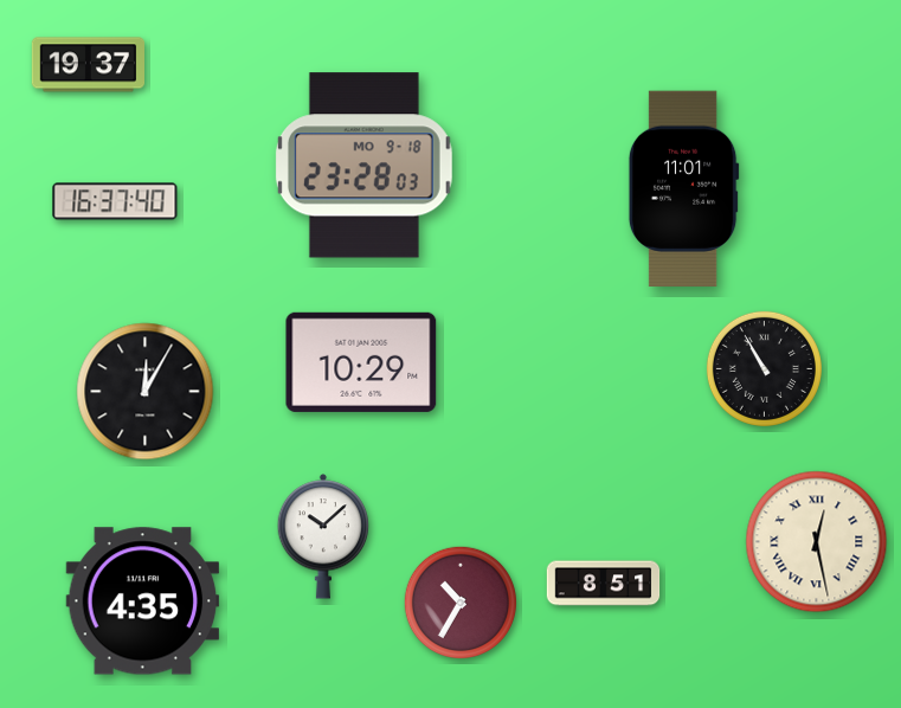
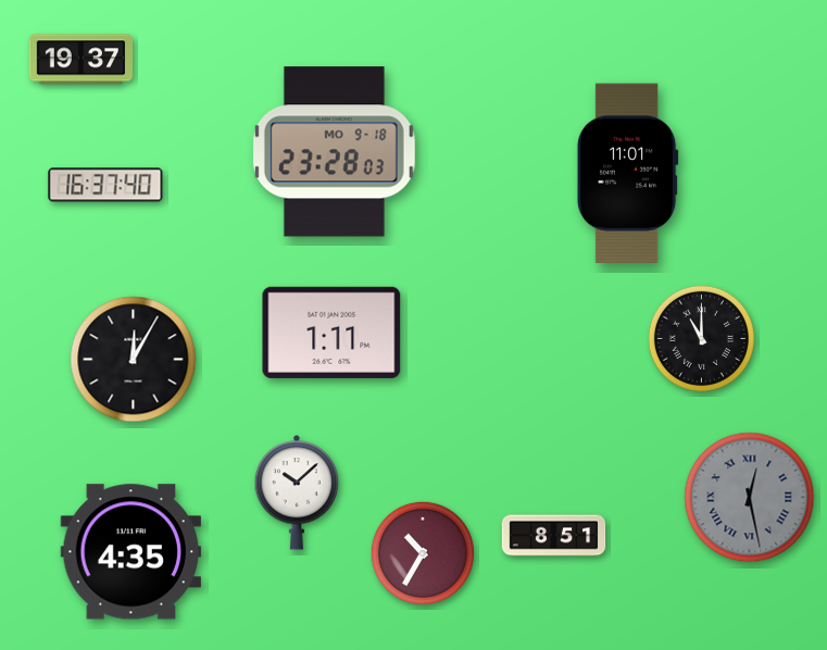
clock at (361, 362): 10:29 -> 1:11
clock at (764, 368): 10:55 -> 11:00
clock at (817, 542) dial: cream -> grey
